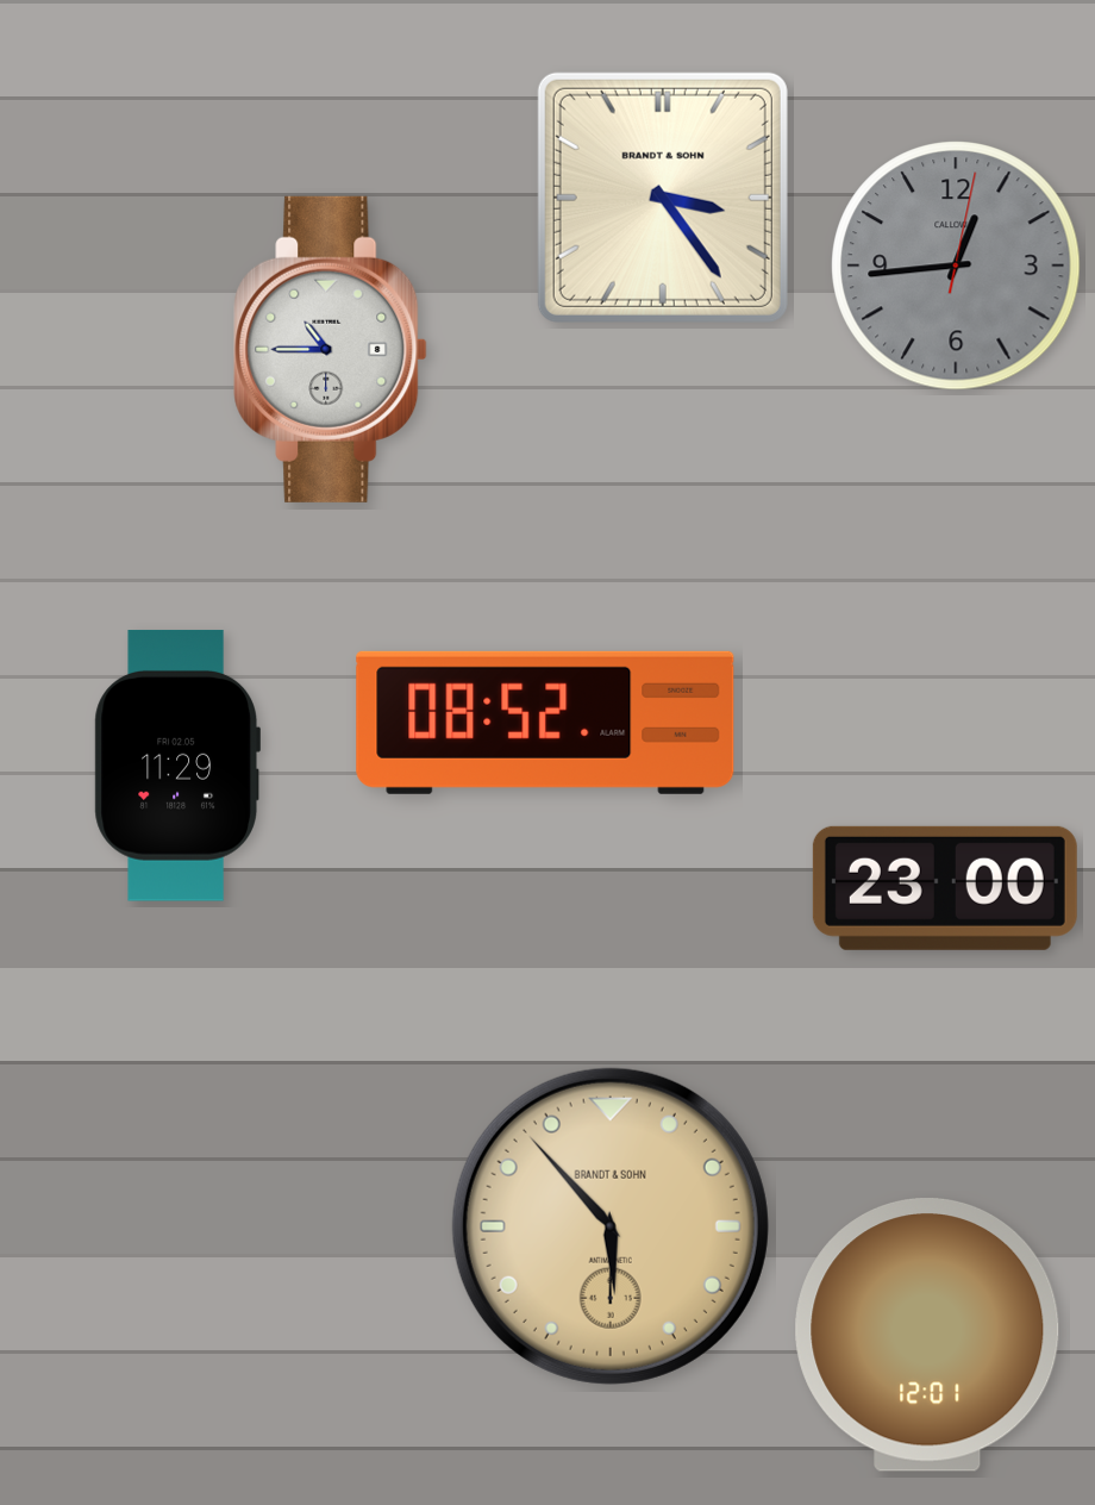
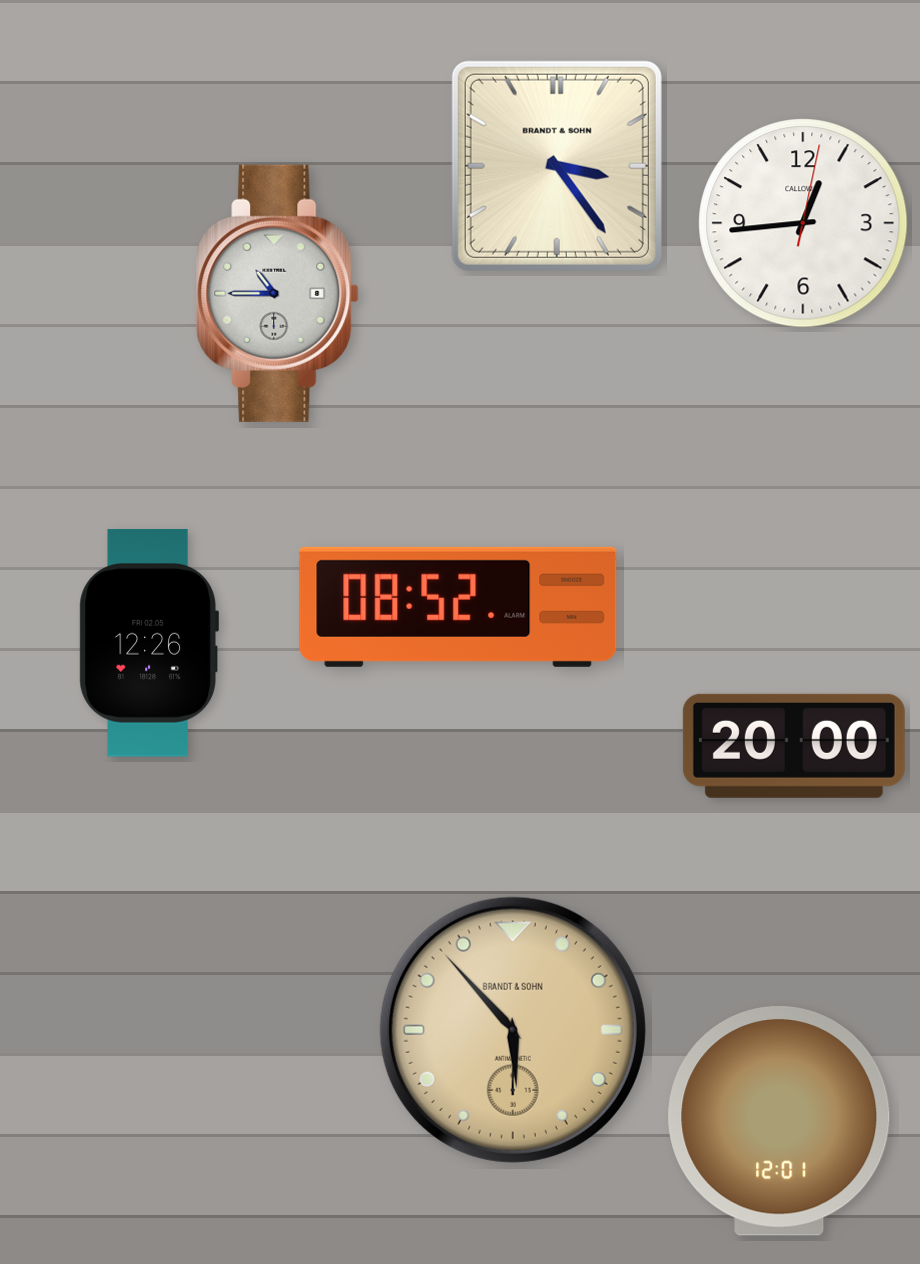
clock at (956, 266) dial: grey -> white
clock at (176, 767): 11:29 -> 12:26
clock at (945, 888): 23:00 -> 20:00
